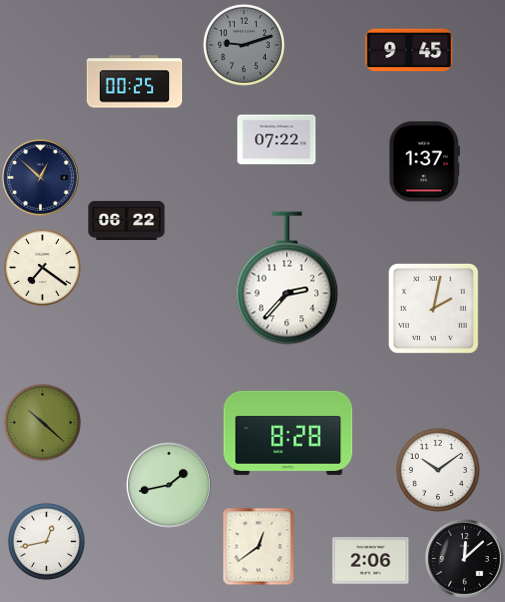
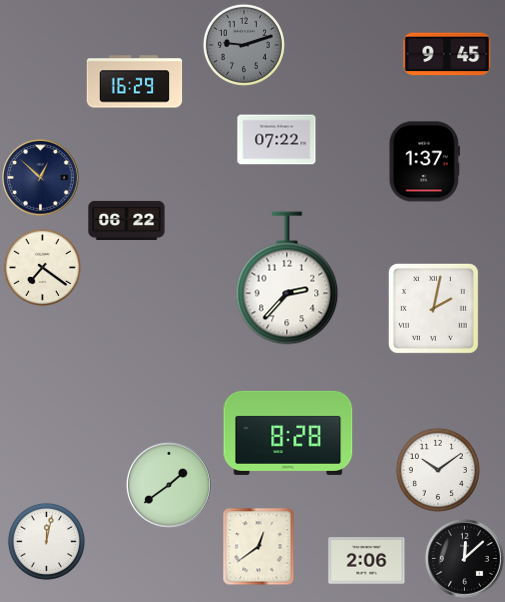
clock at (409, 50) position: (409, 50) -> (447, 54)
clock at (135, 82): 00:25 -> 16:29
clock at (42, 422): 10:22 -> none
clock at (169, 485): 1:43 -> 1:39
clock at (46, 541): 12:43 -> 12:02
clock at (371, 561) position: (371, 561) -> (367, 561)
